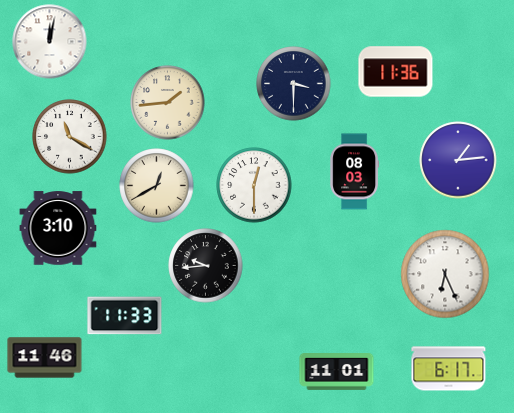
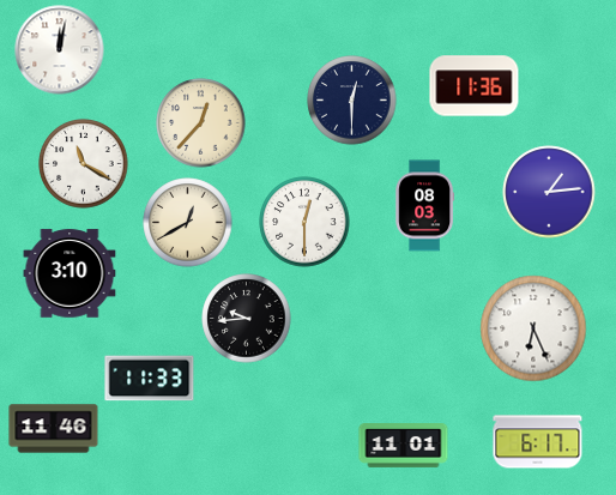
clock at (294, 84): 3:30 -> 12:30
clock at (168, 103): 1:44 -> 12:37
